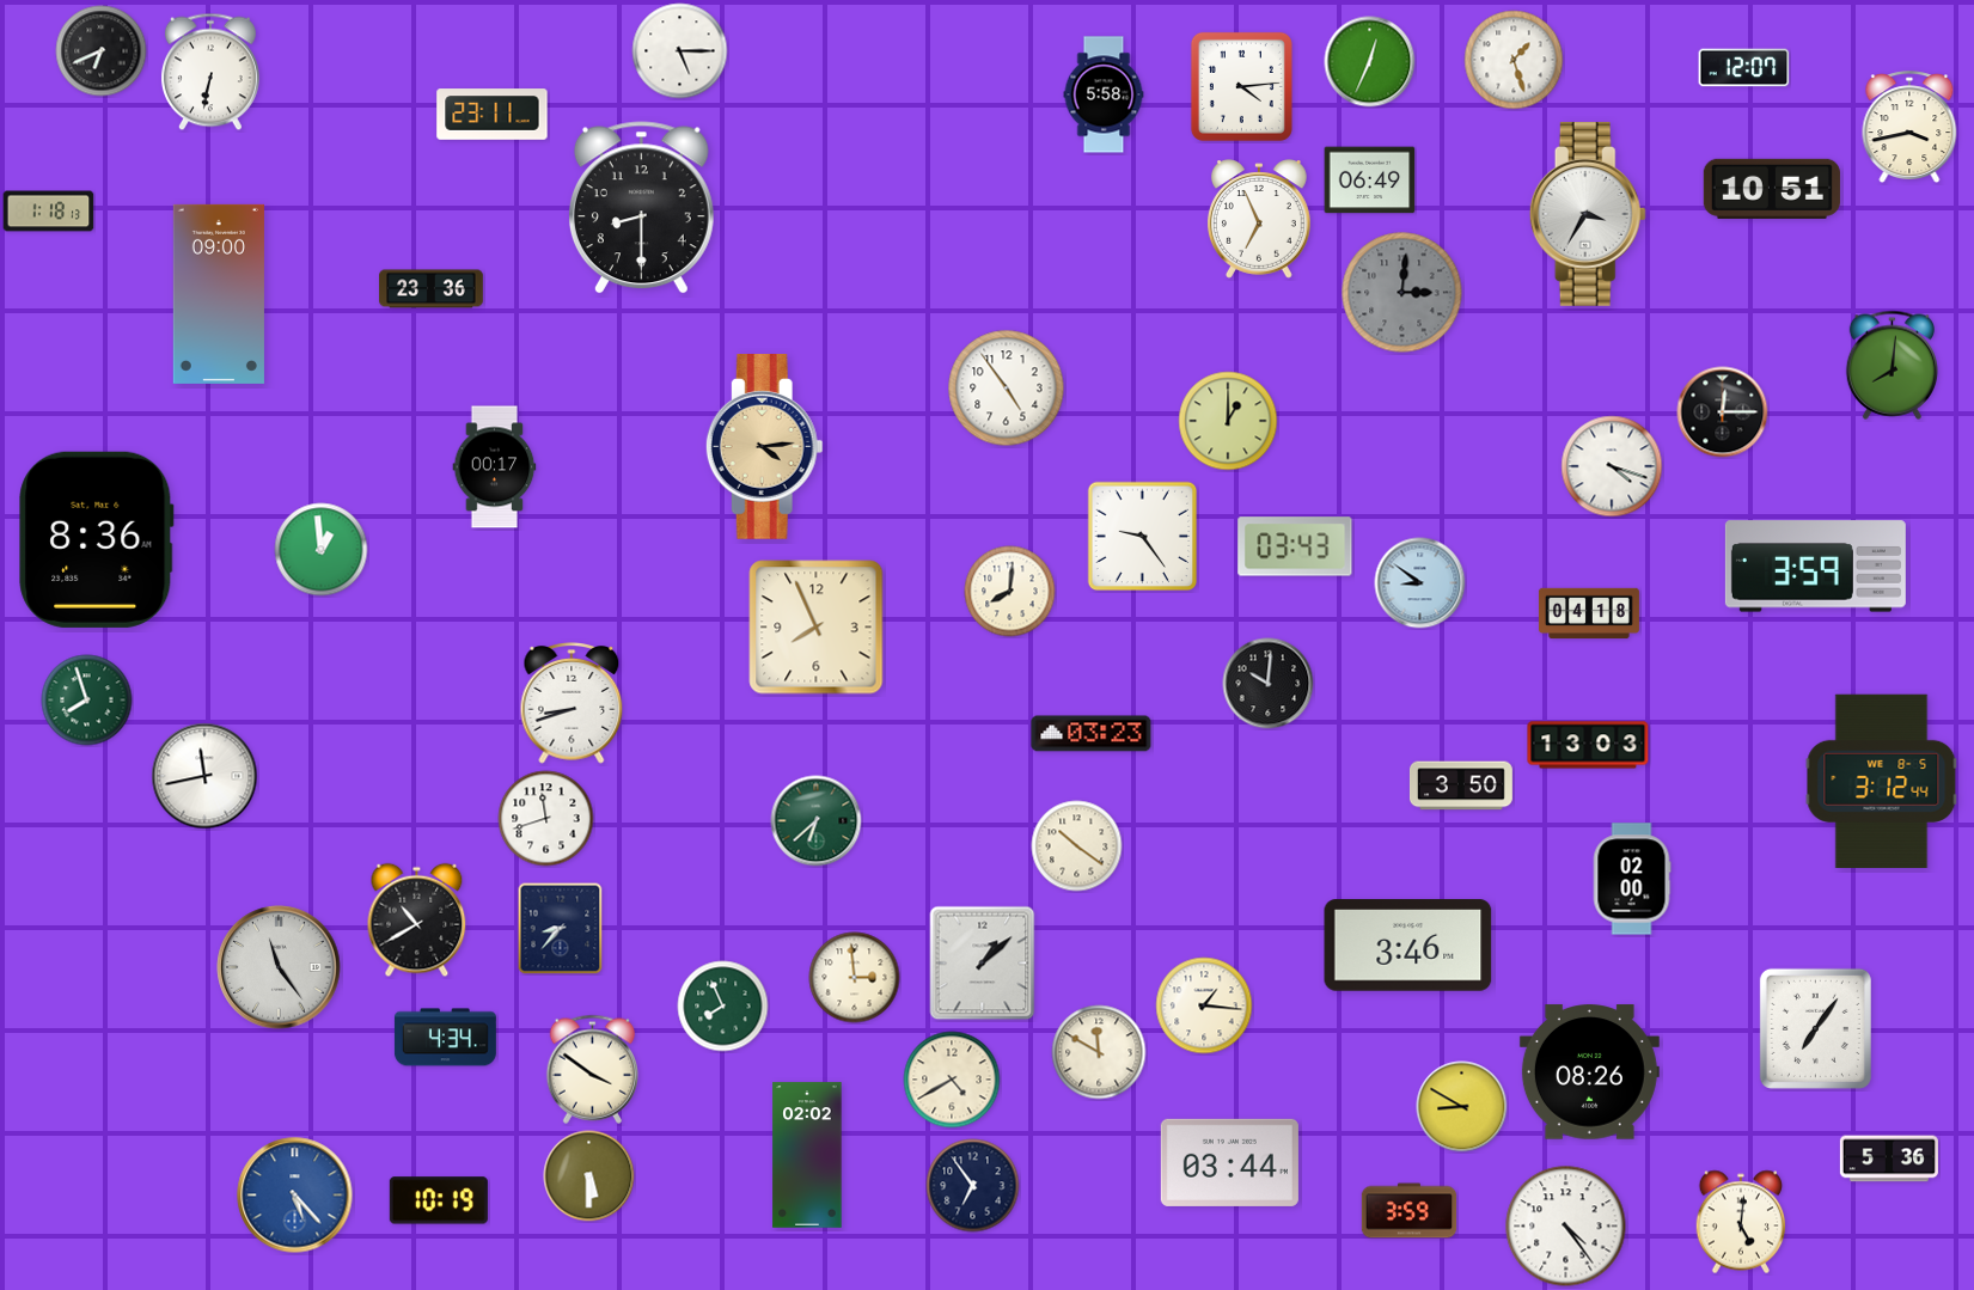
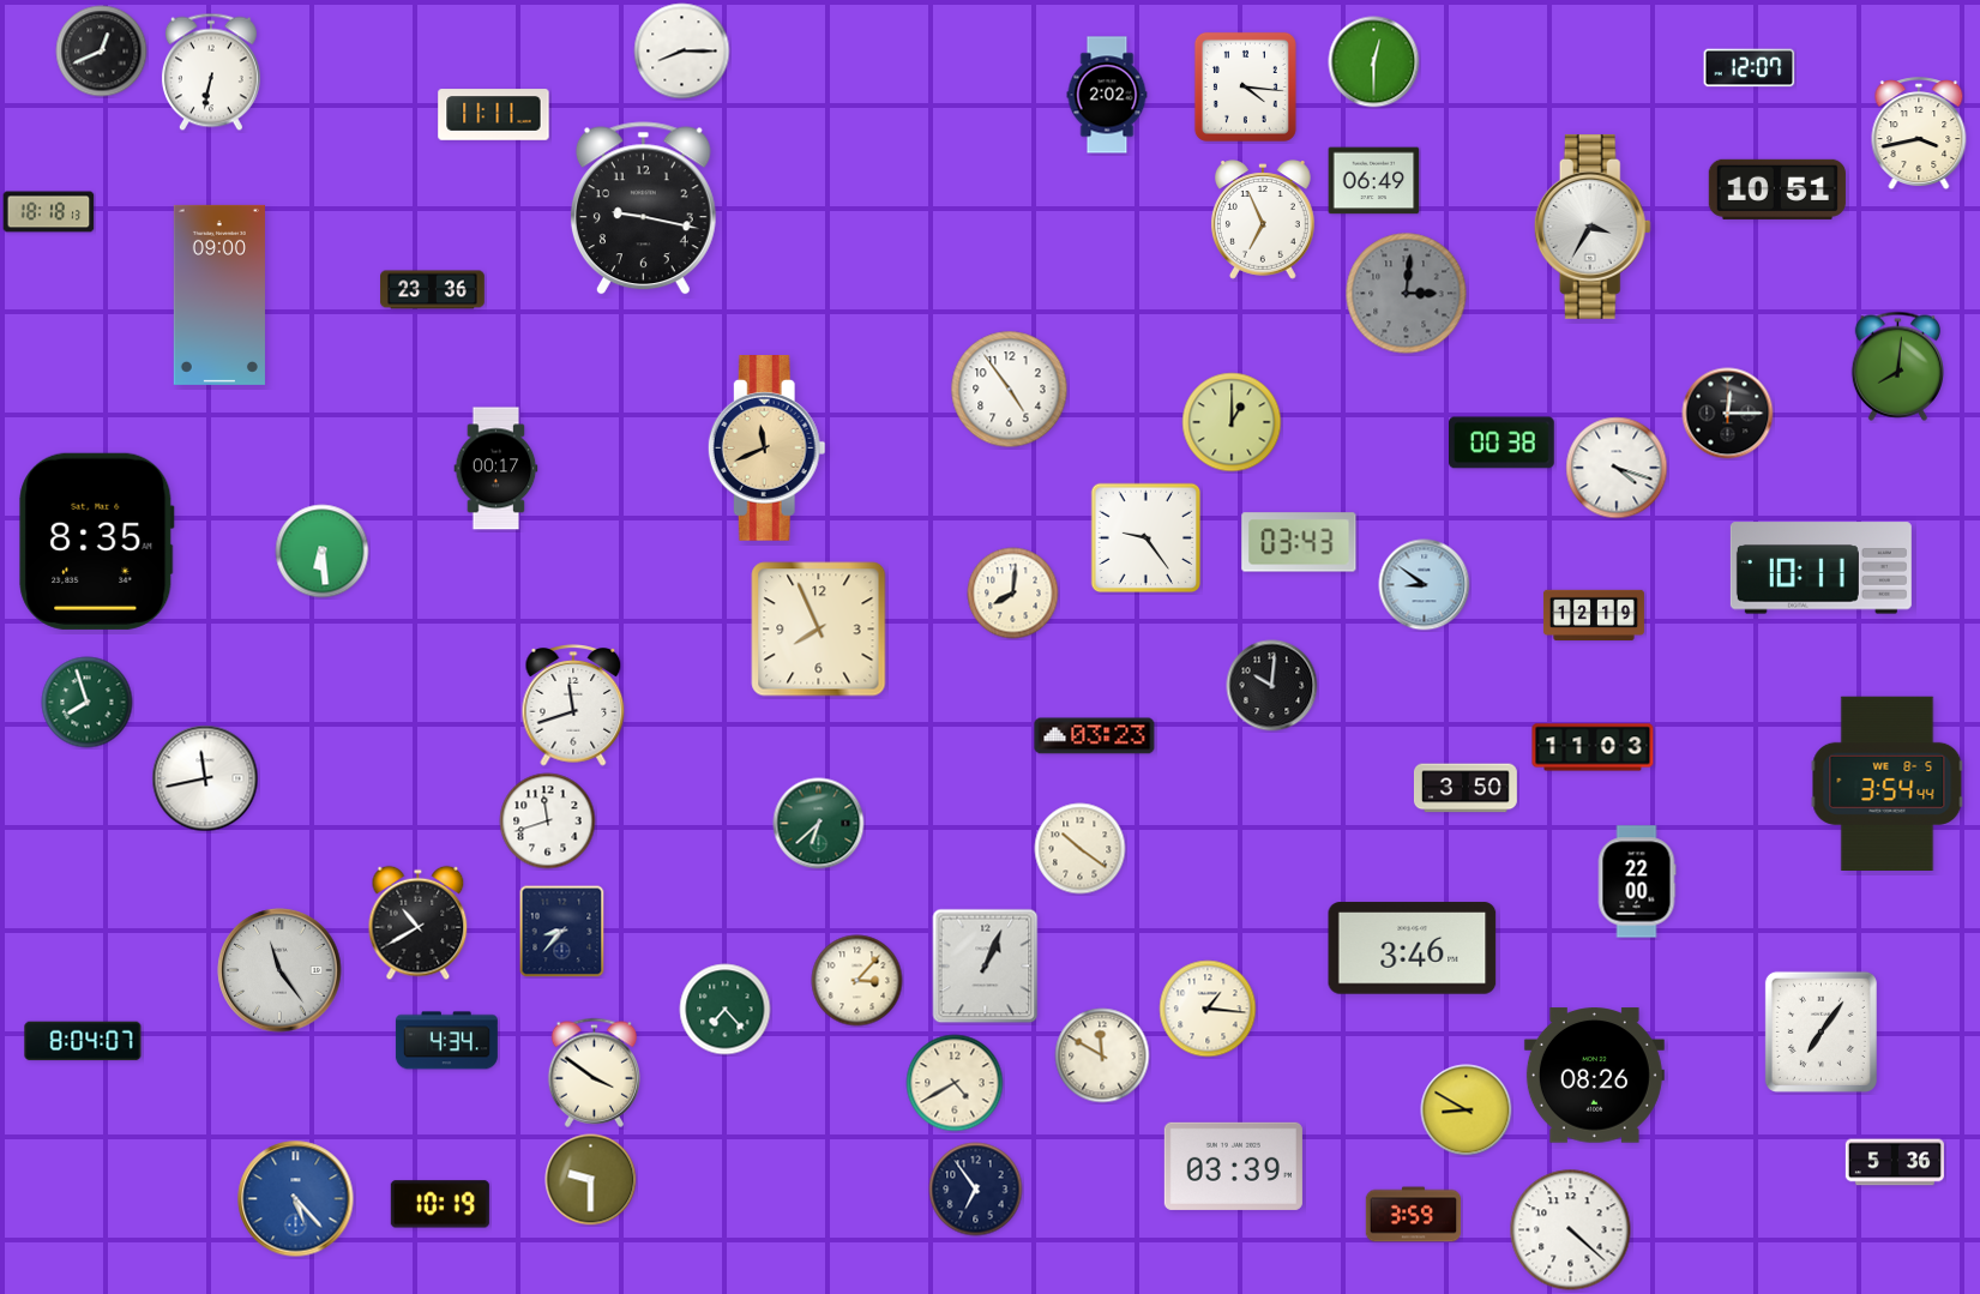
clock at (102, 51): 6:41 -> 12:41
clock at (680, 51): 5:15 -> 8:15
clock at (1514, 60): 1:27 -> none
clock at (1370, 62): 12:34 -> 12:30
clock at (1241, 86): 4:14 -> 4:16
clock at (1104, 94): 5:58 -> 2:02
clock at (493, 115): 23:11 -> 11:11
clock at (1909, 128) position: (1909, 128) -> (1919, 134)
clock at (641, 208): 8:30 -> 9:17
clock at (49, 212): 1:18 -> 18:18
clock at (1588, 214) position: (1588, 214) -> (1593, 227)
clock at (1501, 443): none -> 00:38
clock at (764, 447): 4:14 -> 11:41
clock at (97, 539): 8:36 -> 8:35
clock at (1295, 546) position: (1295, 546) -> (1299, 542)
clock at (322, 550): 12:59 -> 6:29
clock at (1815, 567): 3:59 -> 10:11
clock at (1589, 613): 04:18 -> 12:19
clock at (572, 703): 8:42 -> 11:42
clock at (1588, 745): 13:03 -> 11:03
clock at (1882, 781): 3:12 -> 3:54
clock at (1632, 879): 02:00 -> 22:00
clock at (983, 964): 1:08 -> 1:04
clock at (855, 978): 2:59 -> 3:07
clock at (723, 1007): 7:56 -> 7:23
clock at (83, 1041): none -> 8:04
clock at (807, 1155): 02:02 -> none
clock at (1229, 1162): 03:44 -> 03:39
clock at (589, 1176): 5:30 -> 9:30
clock at (1741, 1222): 5:01 -> none
clock at (1566, 1227): 4:24 -> 4:22
